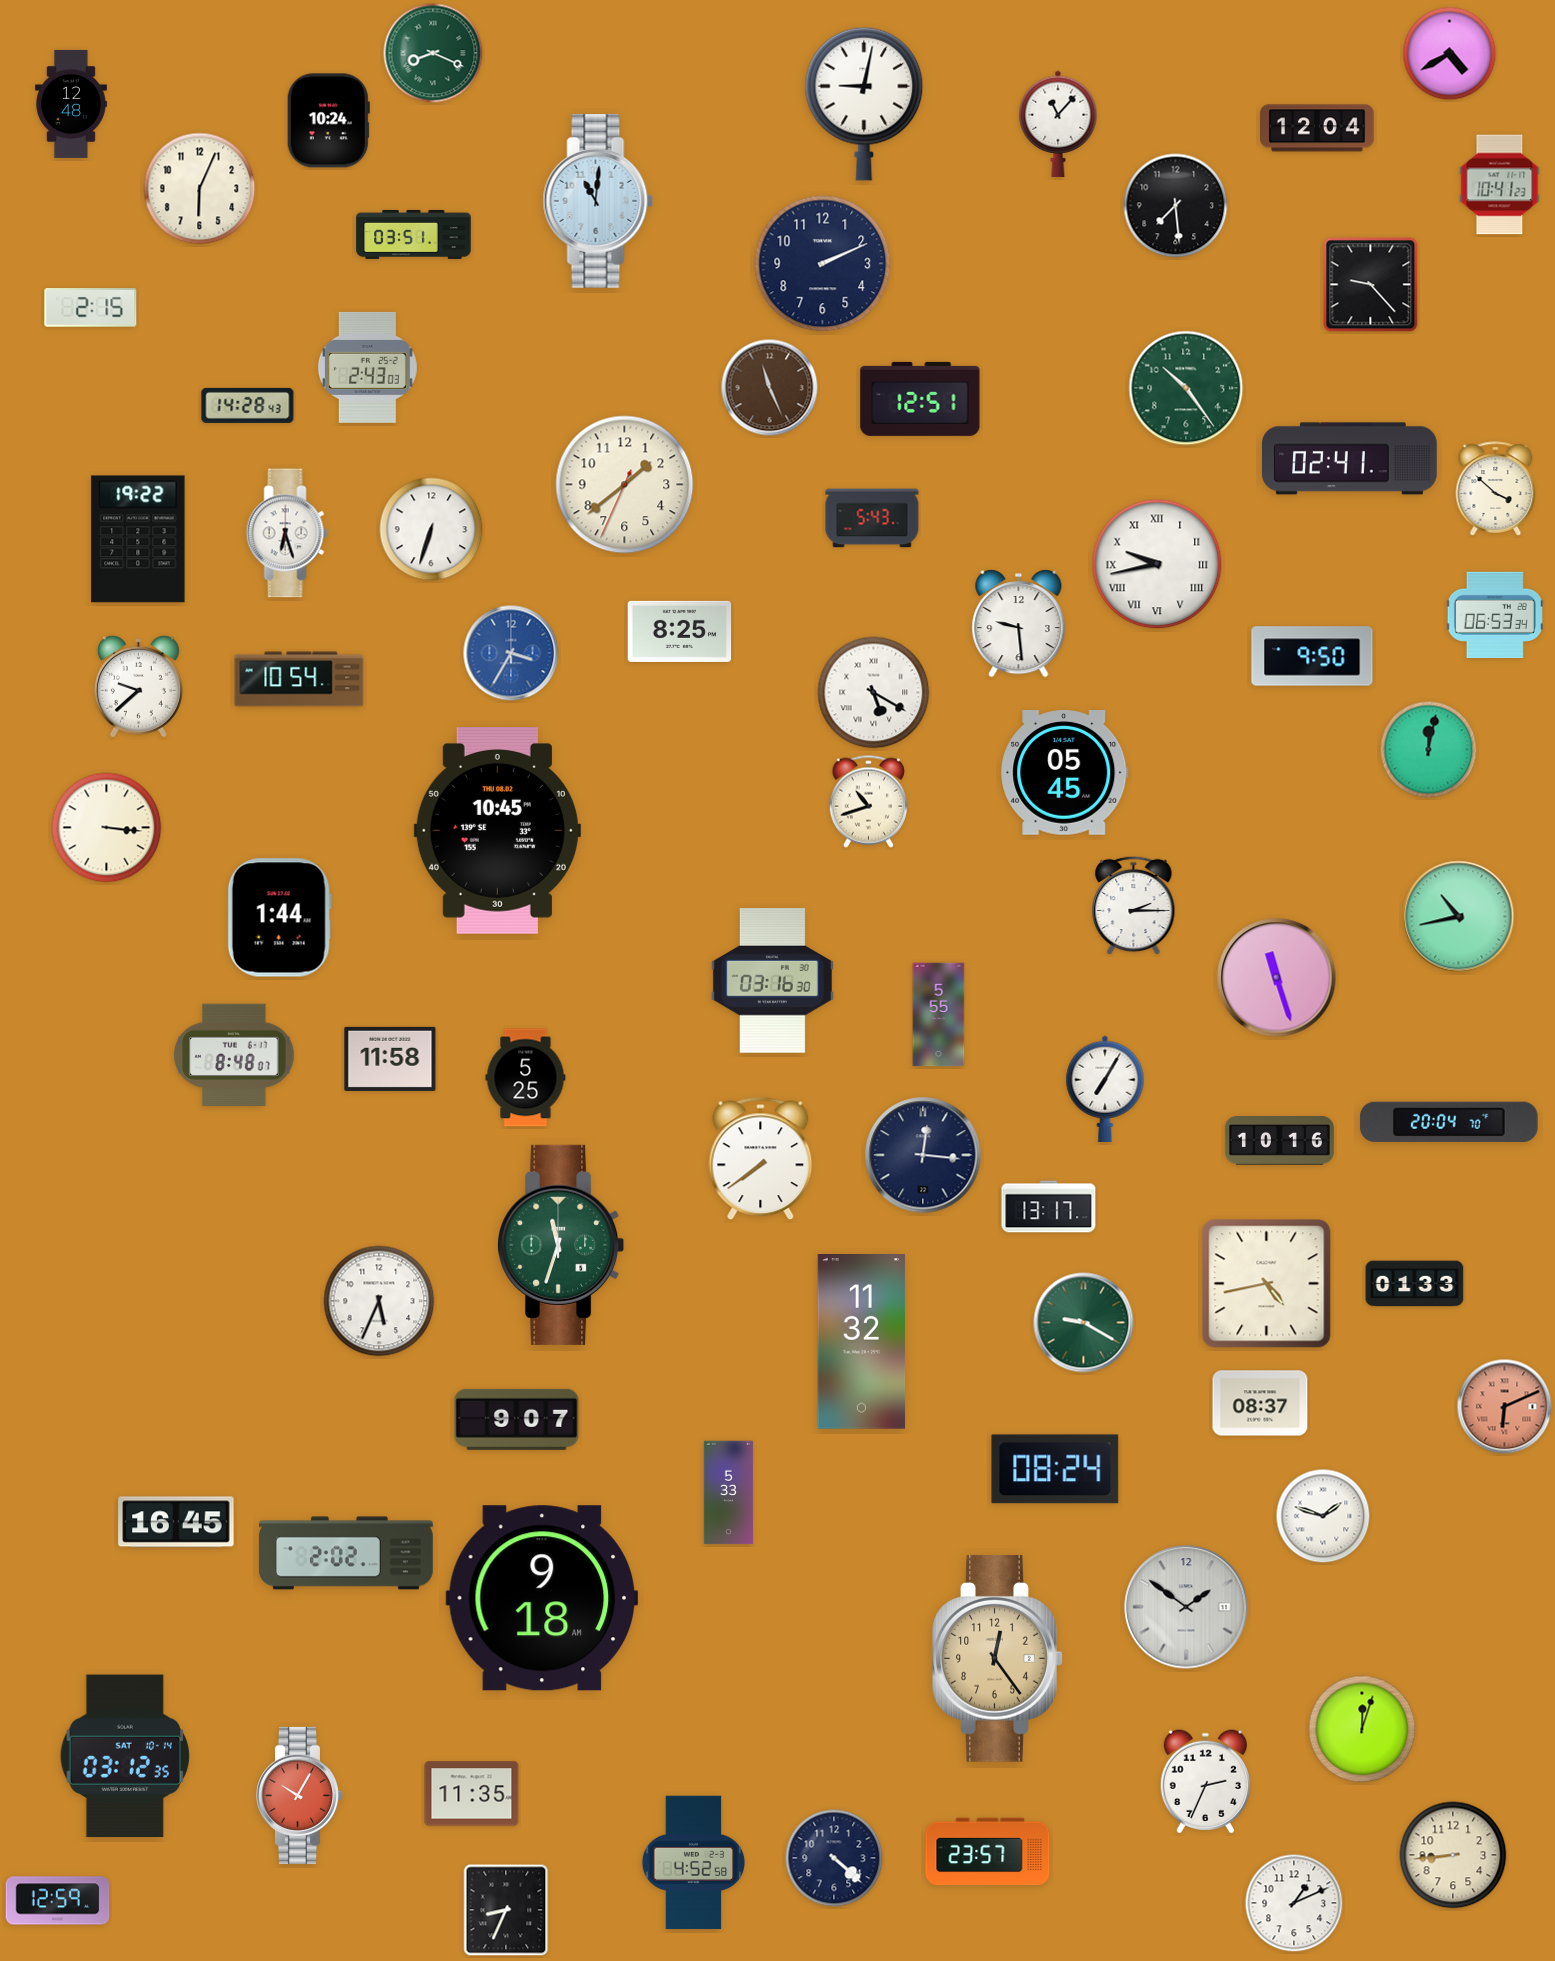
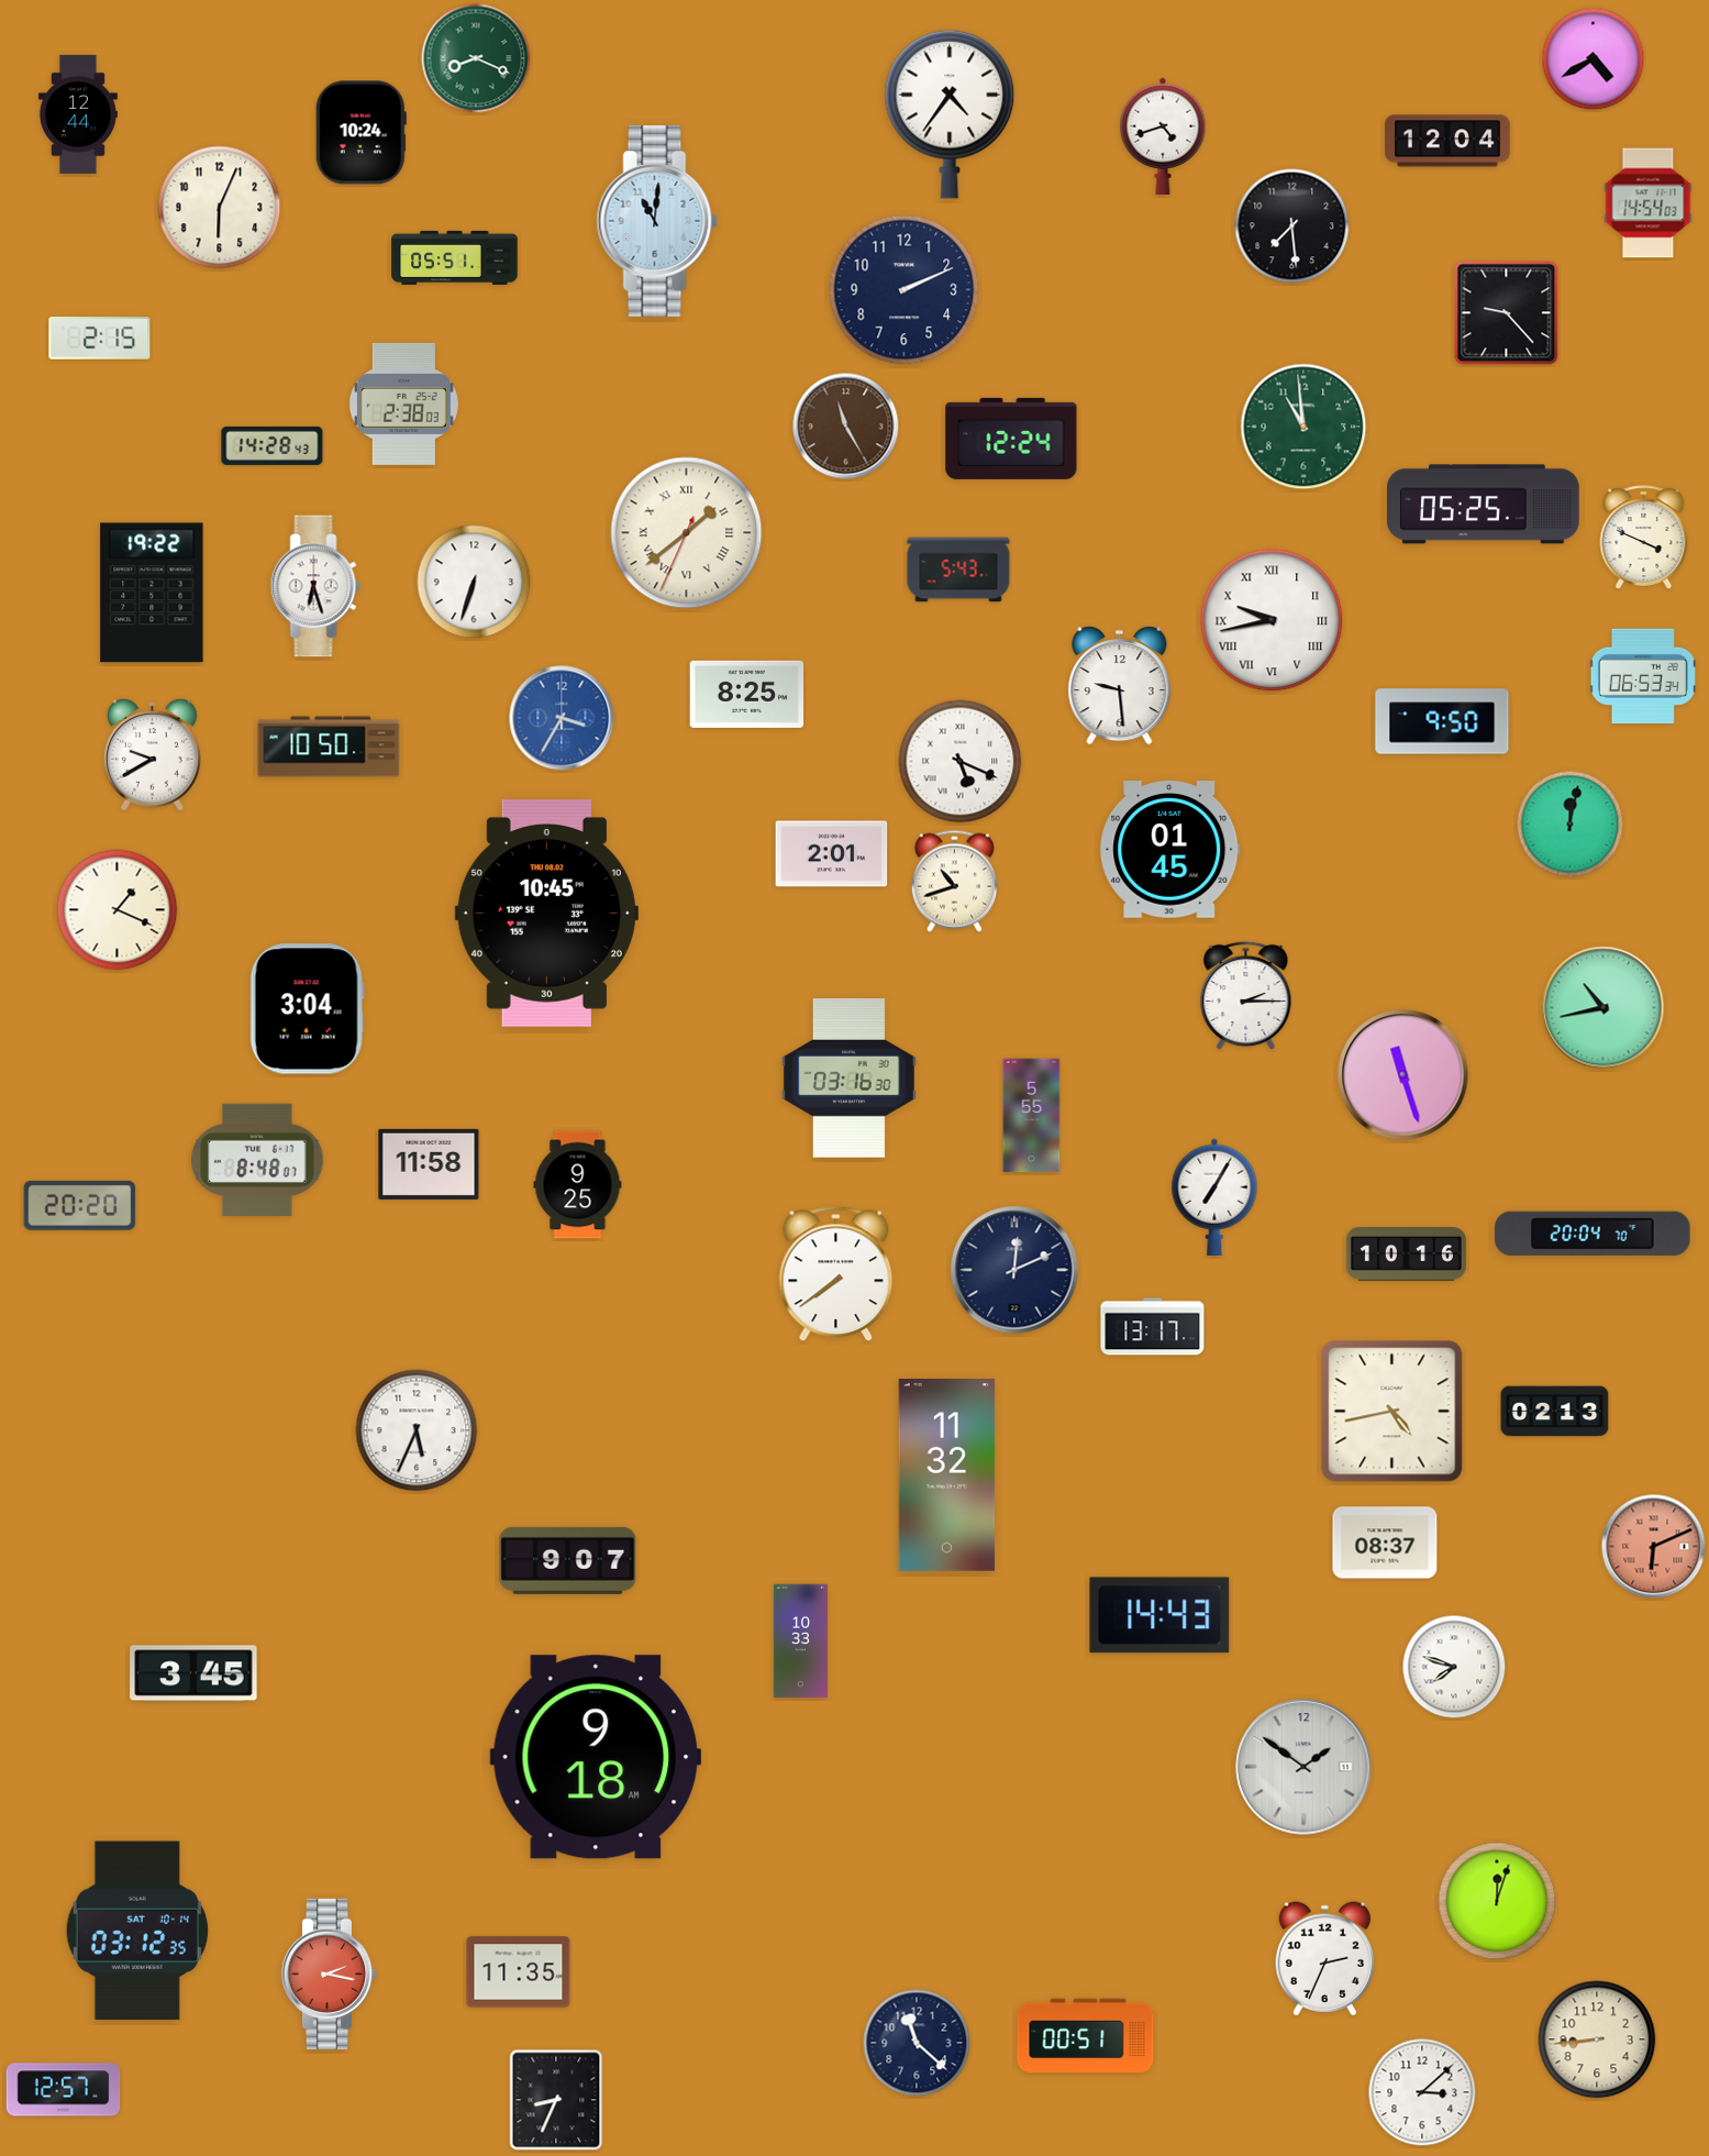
clock at (72, 104): 12:48 -> 12:44
clock at (864, 104): 9:02 -> 4:36
clock at (1058, 124): 11:07 -> 4:42
clock at (1500, 185): 10:41 -> 14:54
clock at (414, 234): 03:51 -> 05:51
clock at (367, 367): 2:43 -> 2:38
clock at (770, 388): 11:26 -> 11:25
clock at (1186, 388): 10:24 -> 10:59
clock at (920, 399): 12:51 -> 12:24
clock at (1350, 459): 02:41 -> 05:25
clock at (625, 485) numerals: Arabic -> Roman
clock at (1496, 489): 3:52 -> 3:49
clock at (299, 679): 10:54 -> 10:50
clock at (138, 686): 9:38 -> 9:40
clock at (874, 693): 5:20 -> 5:19
clock at (1065, 773): 05:45 -> 01:45
clock at (832, 854): none -> 2:01
clock at (107, 828): 3:16 -> 1:19
clock at (279, 918): 1:44 -> 3:04
clock at (526, 1078): 5:25 -> 9:25
clock at (80, 1205): none -> 20:20
clock at (923, 1155): 12:16 -> 12:11
clock at (561, 1245): 11:33 -> none
clock at (1415, 1284): 01:33 -> 02:13
clock at (1084, 1323): 9:20 -> none
clock at (1055, 1469): 08:24 -> 14:43
clock at (728, 1493): 5:33 -> 10:33
clock at (1323, 1516): 1:48 -> 7:48
clock at (176, 1522): 16:45 -> 3:45
clock at (347, 1553): 2:02 -> none
clock at (998, 1659): 12:24 -> none
clock at (300, 1795): 10:05 -> 2:17
clock at (988, 1852): 23:57 -> 00:51
clock at (834, 1858): 4:22 -> 11:22
clock at (694, 1863): 4:52 -> none
clock at (58, 1901): 12:59 -> 12:57
clock at (1294, 1903): 1:11 -> 3:08
